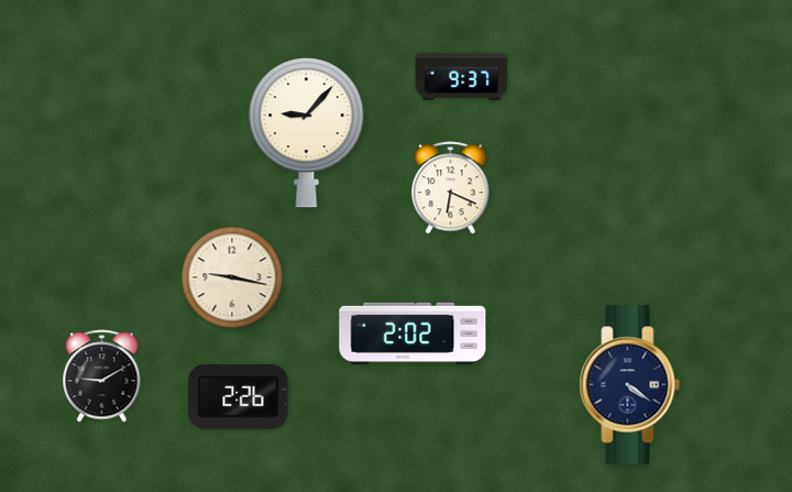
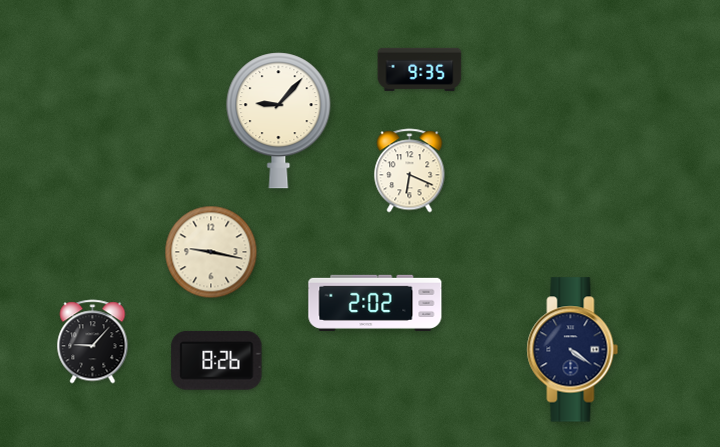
clock at (462, 76): 9:37 -> 9:35
clock at (102, 376): 9:10 -> 9:07
clock at (239, 396): 2:26 -> 8:26
